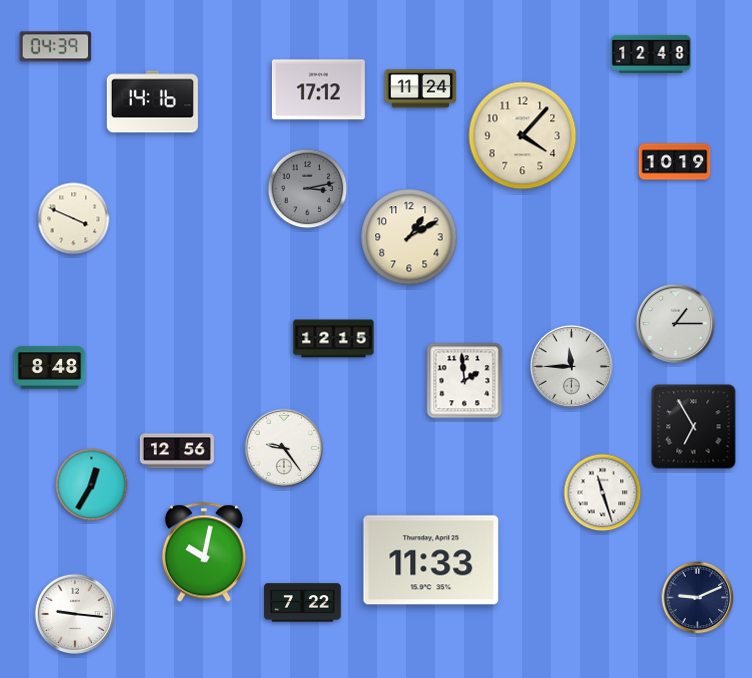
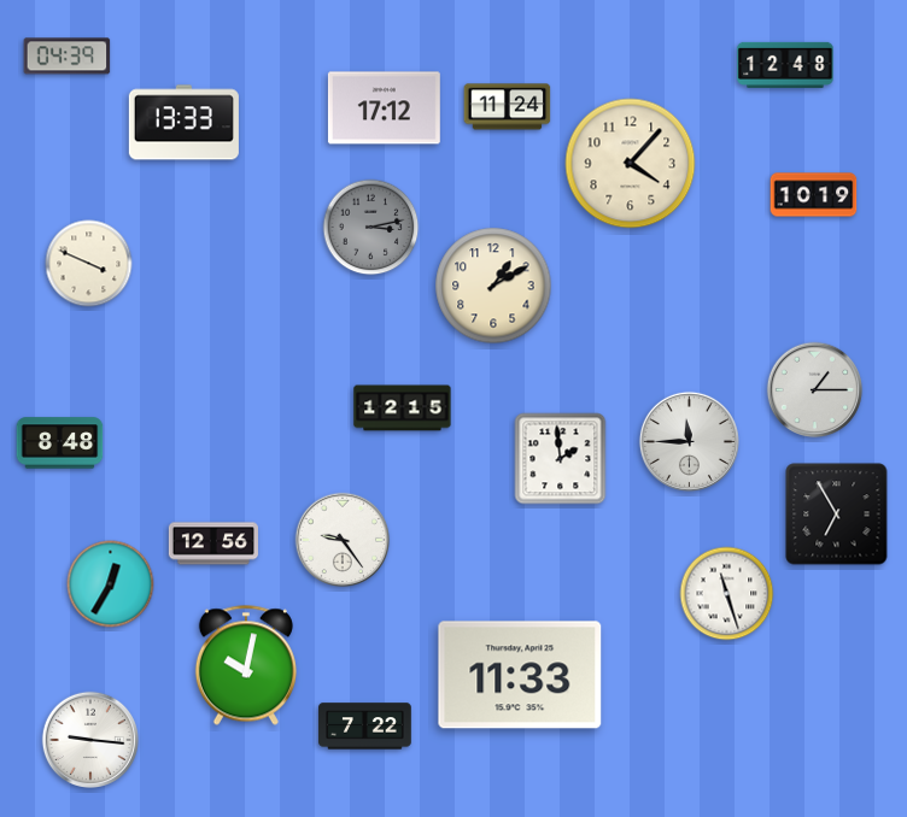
clock at (152, 102): 14:16 -> 13:33
clock at (698, 598): 9:11 -> none
